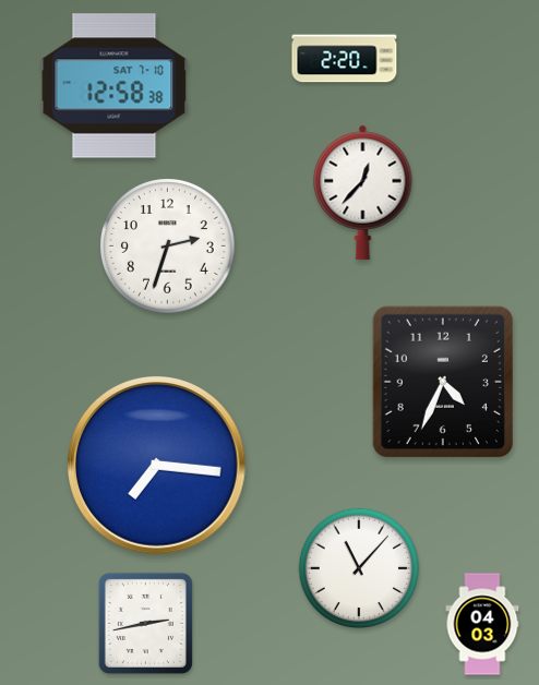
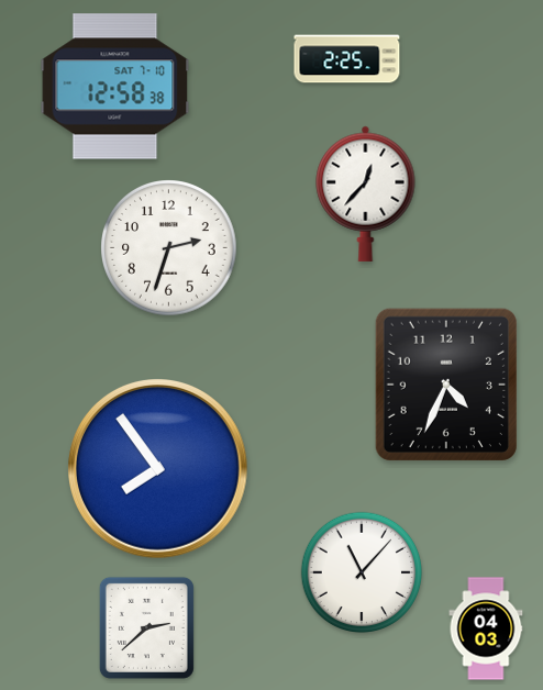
clock at (345, 59): 2:20 -> 2:25
clock at (157, 466): 7:16 -> 7:54
clock at (145, 623): 2:43 -> 2:38
